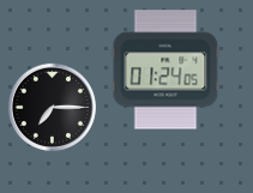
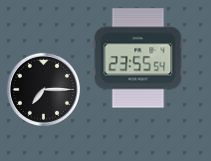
clock at (165, 70): 01:24 -> 23:55
